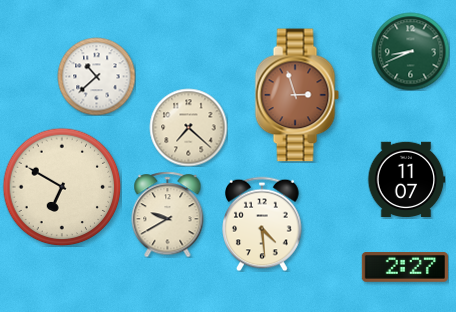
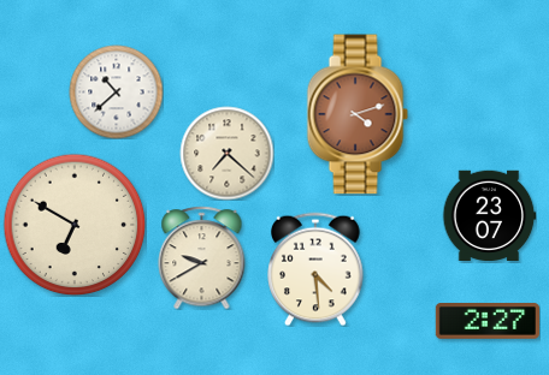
clock at (410, 51): 8:41 -> none
clock at (297, 95): 2:57 -> 4:12
clock at (406, 180): 11:07 -> 23:07
